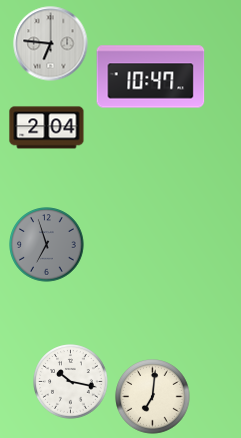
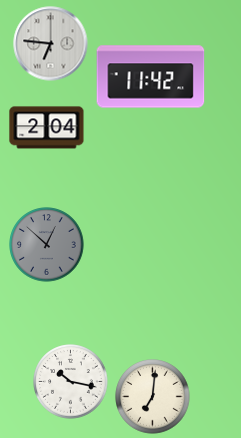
clock at (151, 77): 10:47 -> 11:42
clock at (47, 245): 6:57 -> 12:52
